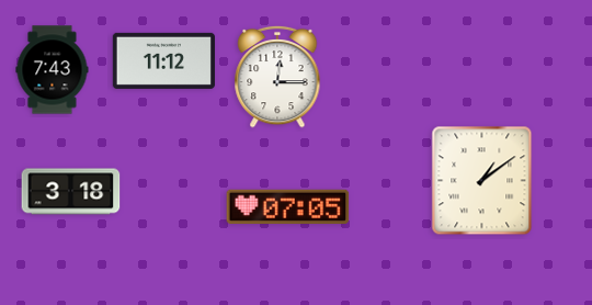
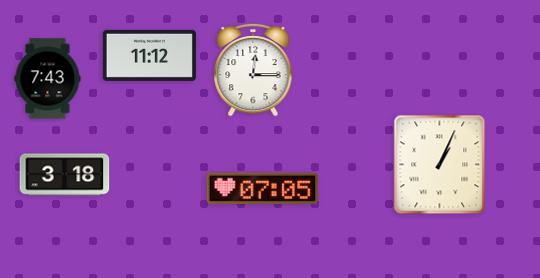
clock at (53, 70) position: (53, 70) -> (48, 79)
clock at (482, 181): 1:09 -> 1:04
